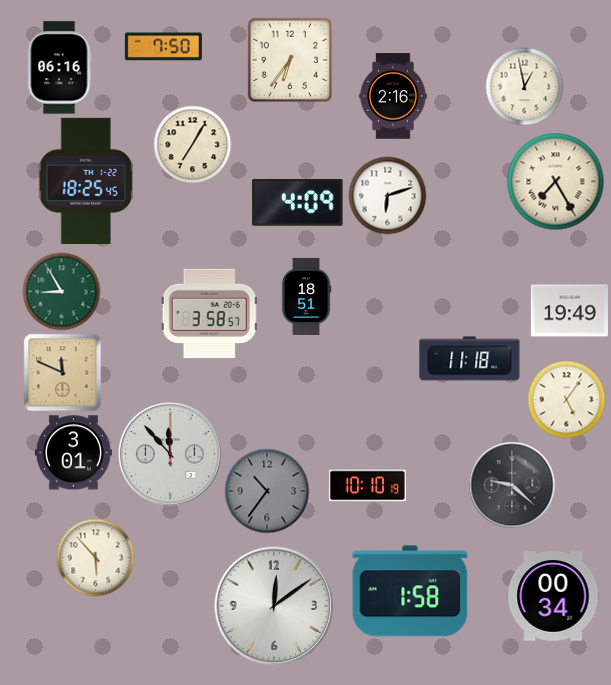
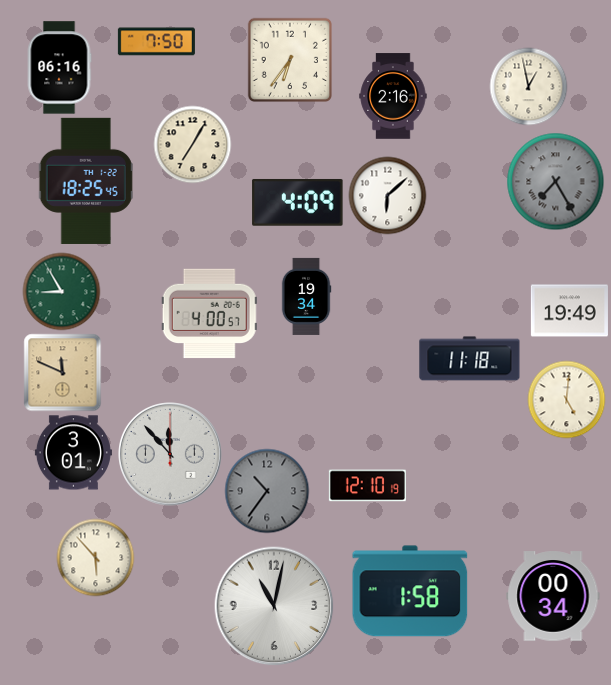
clock at (163, 47) position: (163, 47) -> (156, 42)
clock at (524, 86) position: (524, 86) -> (528, 86)
clock at (555, 181) dial: cream -> grey
clock at (387, 195): 6:12 -> 6:08
clock at (306, 296): 18:51 -> 19:34
clock at (209, 314): 3:58 -> 4:00
clock at (566, 399): 5:06 -> 5:01
clock at (512, 485): 9:22 -> none
clock at (367, 486): 10:10 -> 12:10
clock at (274, 606): 12:09 -> 11:02
